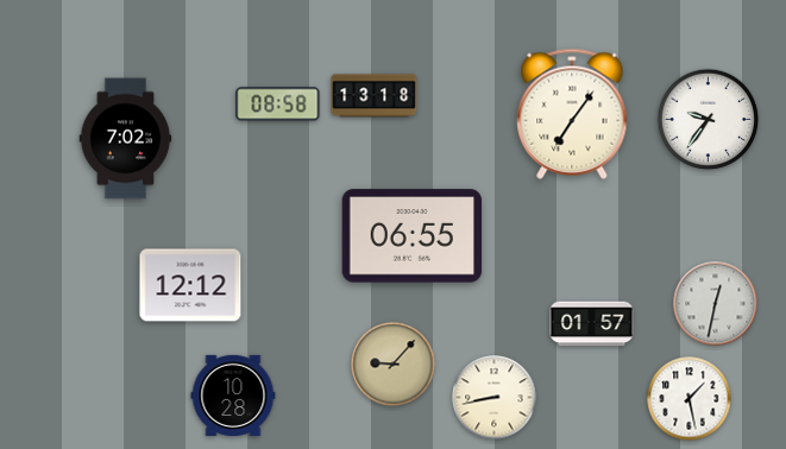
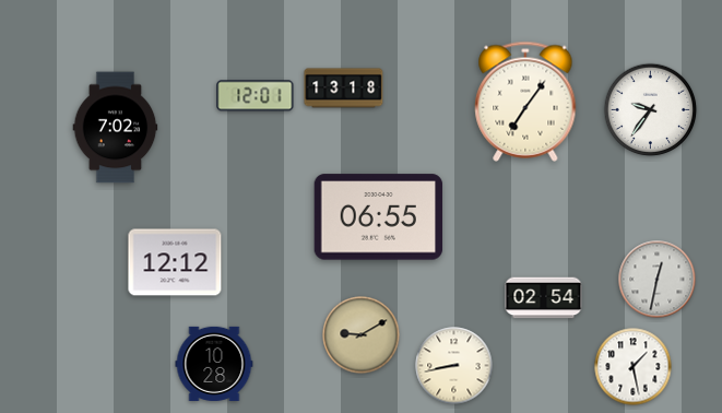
clock at (278, 105): 08:58 -> 12:01
clock at (572, 114) position: (572, 114) -> (525, 102)
clock at (592, 324): 01:57 -> 02:54
clock at (394, 365): 9:07 -> 9:10
